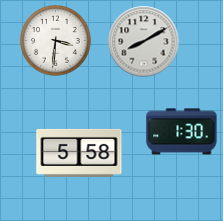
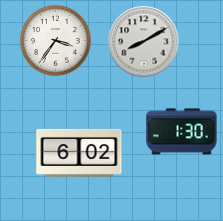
clock at (56, 41): 3:31 -> 3:36
clock at (79, 153): 5:58 -> 6:02
